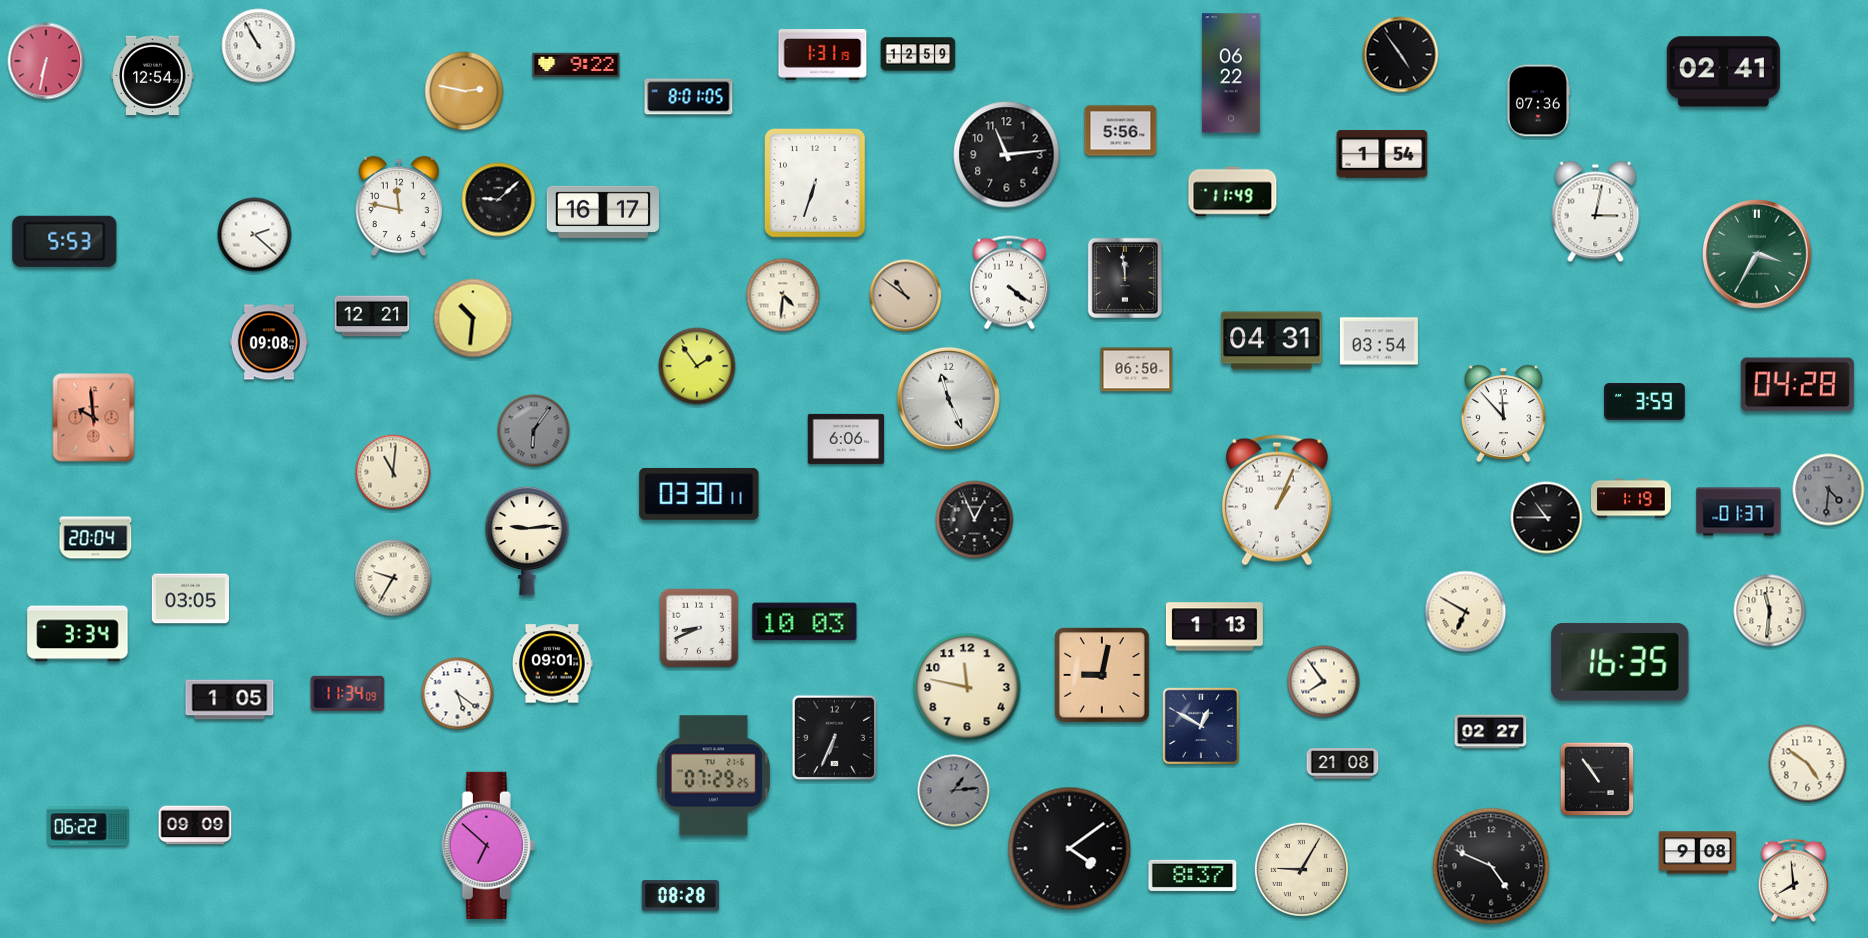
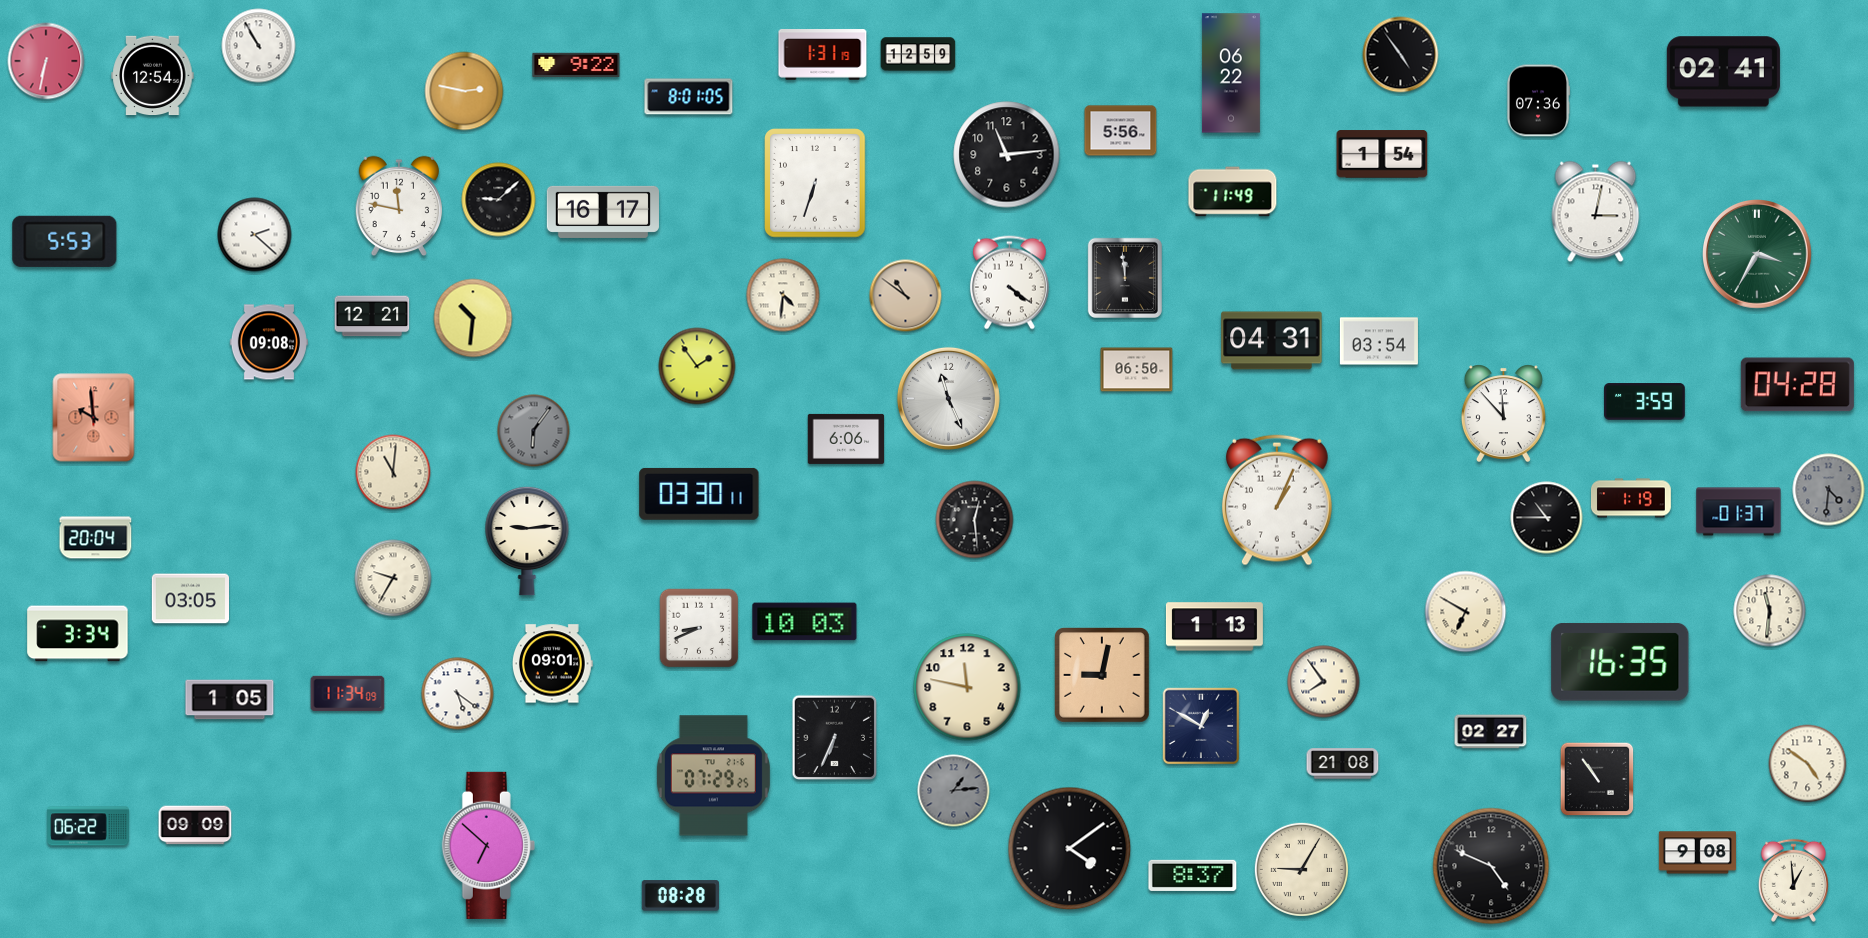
clock at (975, 520): 12:56 -> 12:29
clock at (1793, 880): 7:59 -> 12:59
